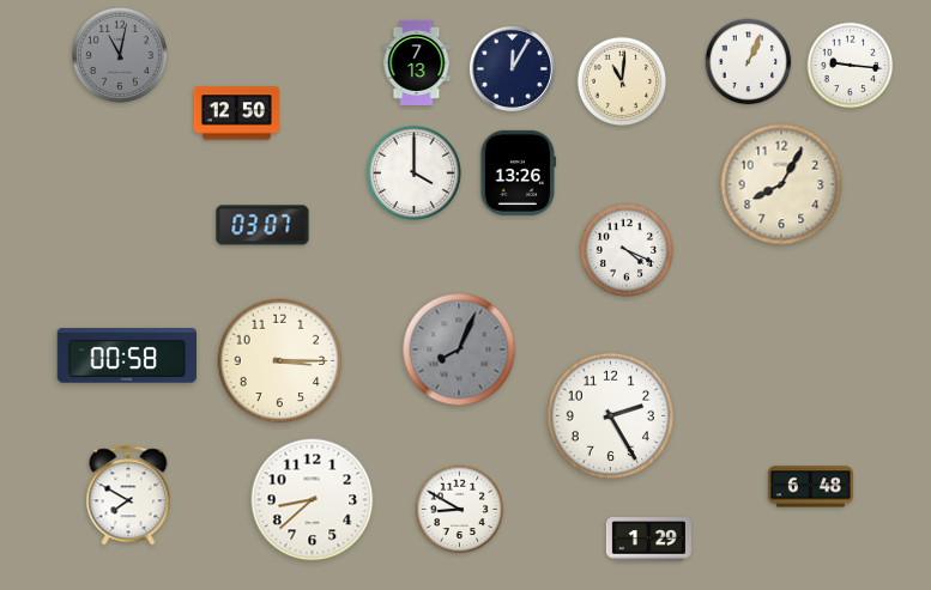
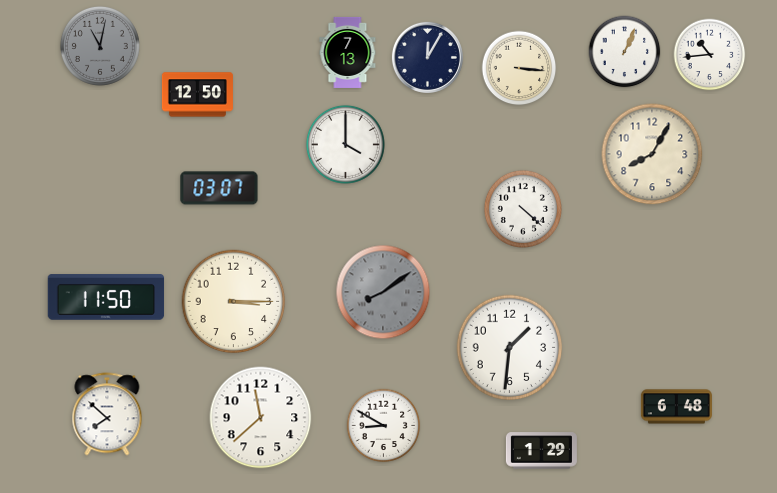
clock at (851, 66): 9:16 -> 10:44
clock at (622, 81): 11:01 -> 3:16
clock at (518, 172): 13:26 -> none
clock at (627, 250): 4:19 -> 4:22
clock at (459, 349): 8:04 -> 8:09
clock at (127, 355): 00:58 -> 11:50
clock at (611, 416): 2:25 -> 1:31
clock at (128, 495): 7:50 -> 7:52
clock at (313, 500): 8:38 -> 11:38
